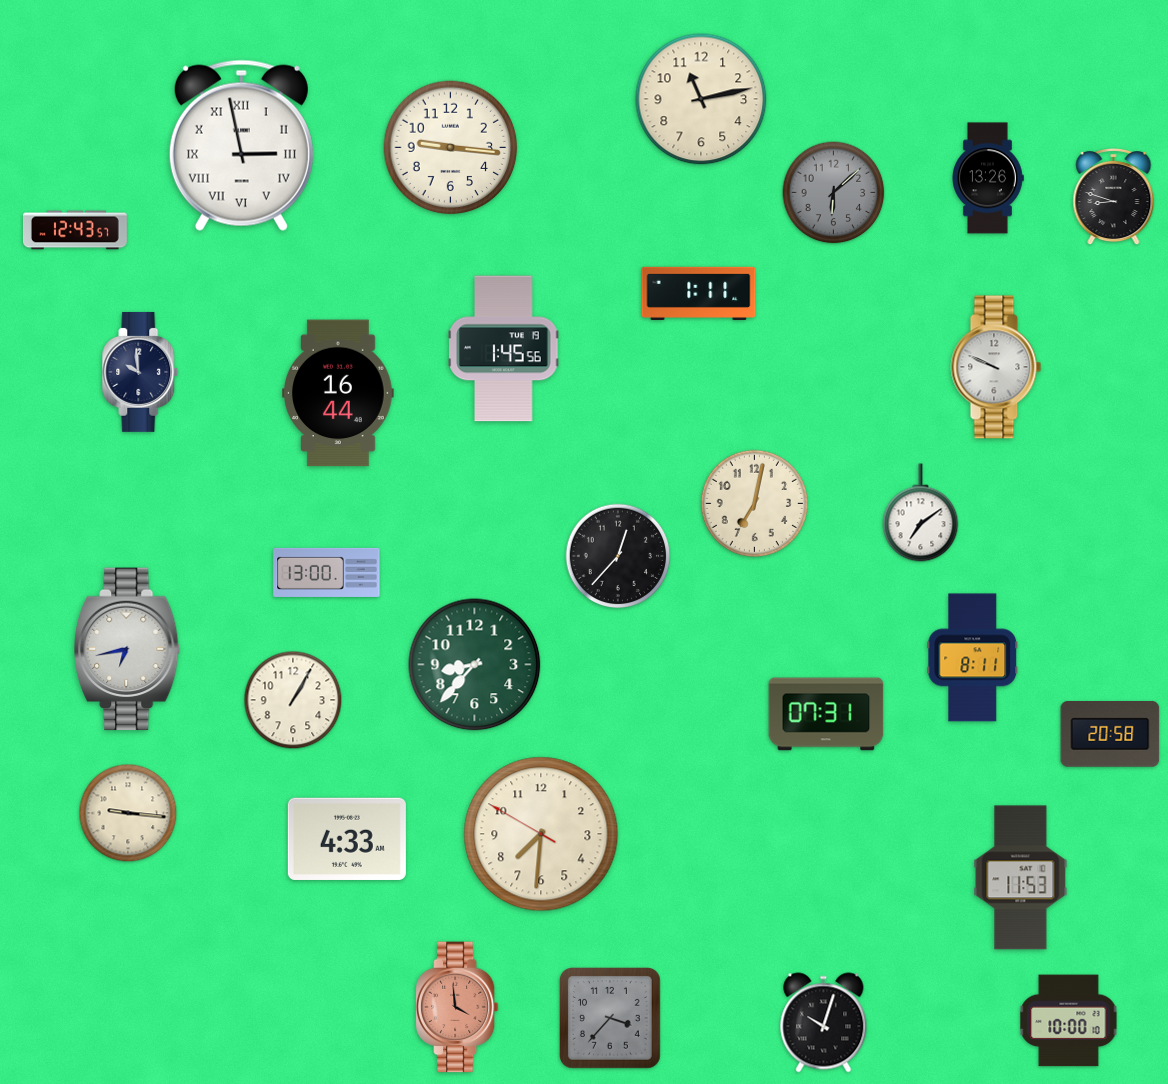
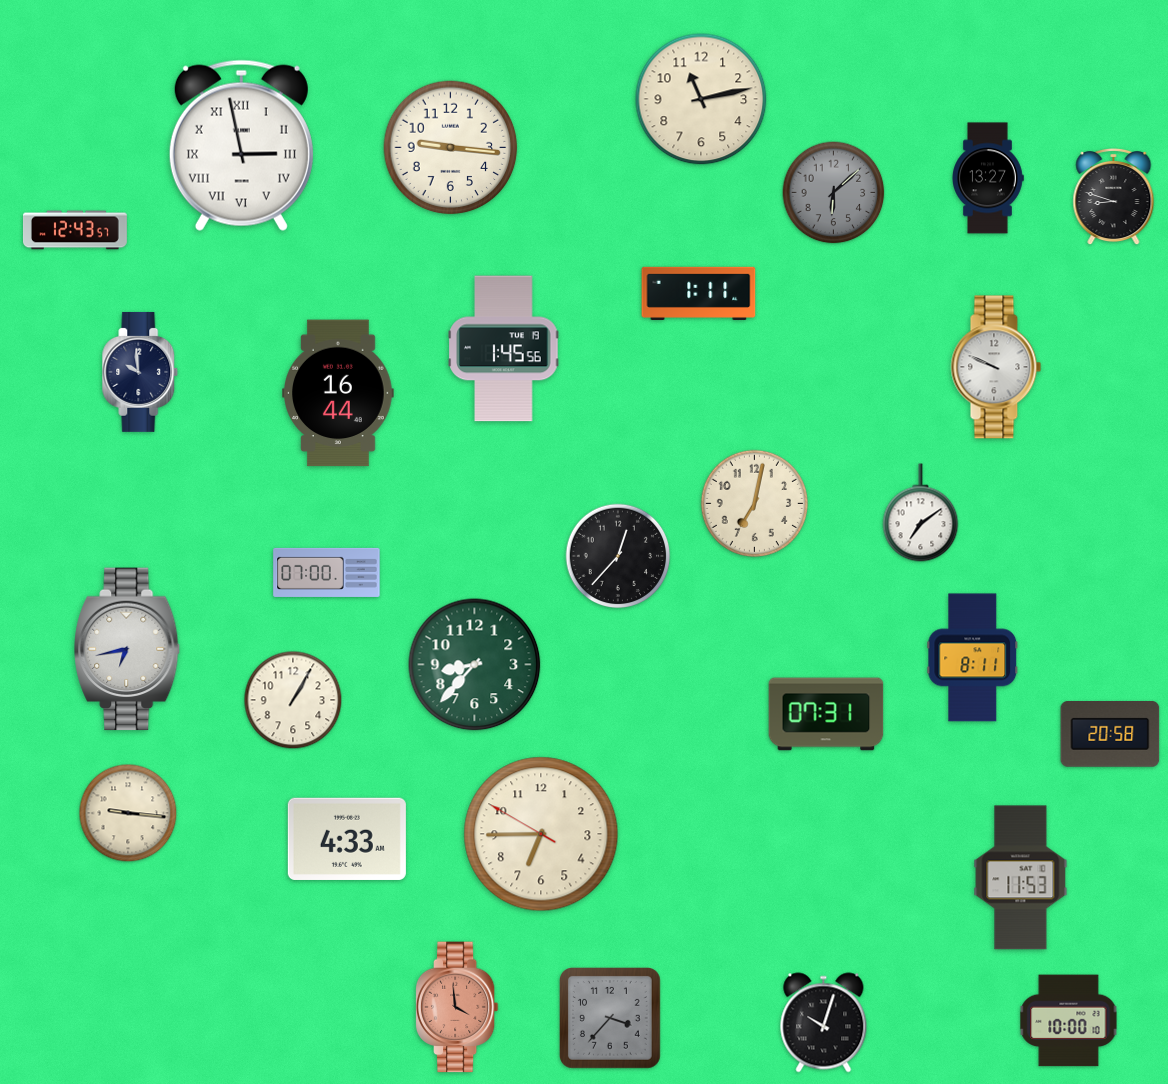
clock at (988, 178): 13:26 -> 13:27
clock at (327, 572): 13:00 -> 07:00
clock at (541, 834): 7:30 -> 6:44
